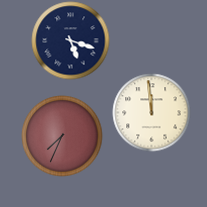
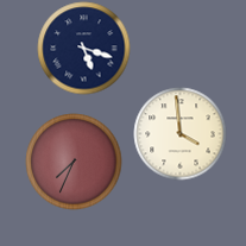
clock at (151, 112): 11:59 -> 3:59
